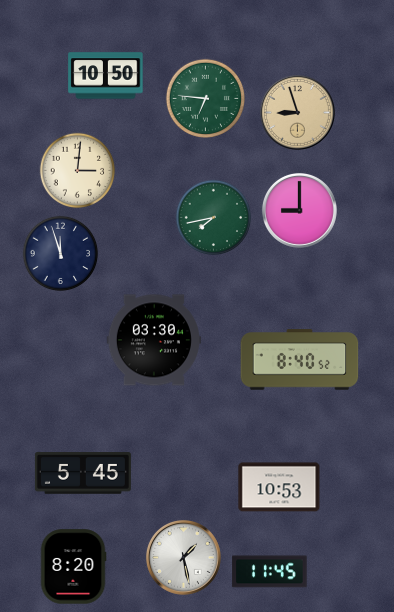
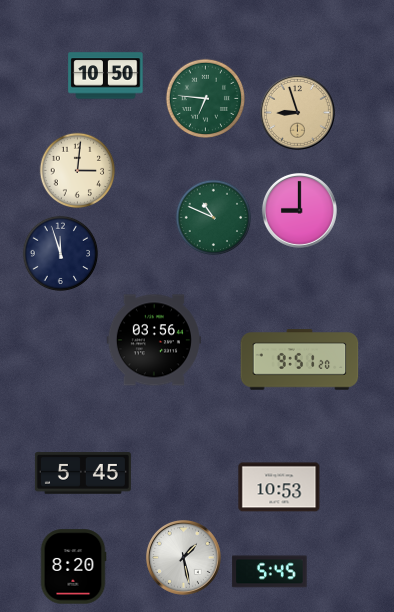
clock at (214, 218): 7:43 -> 10:49
clock at (154, 340): 03:30 -> 03:56
clock at (300, 360): 8:40 -> 9:51
clock at (270, 572): 11:45 -> 5:45
